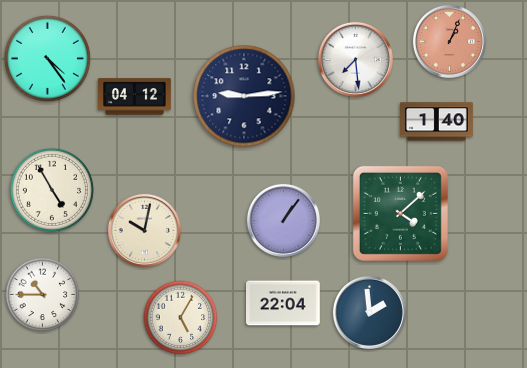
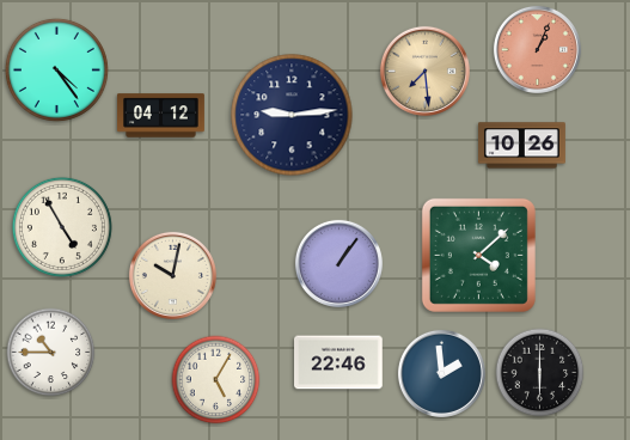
clock at (355, 59) dial: white -> champagne
clock at (437, 122): 1:40 -> 10:26
clock at (284, 303): 22:04 -> 22:46
clock at (540, 373): none -> 6:00
